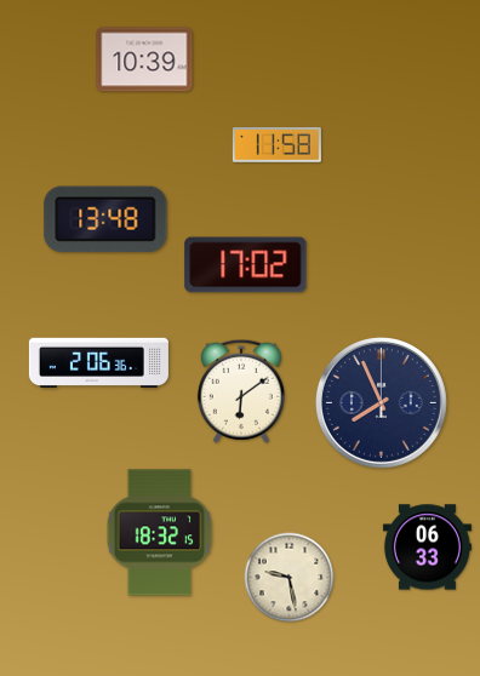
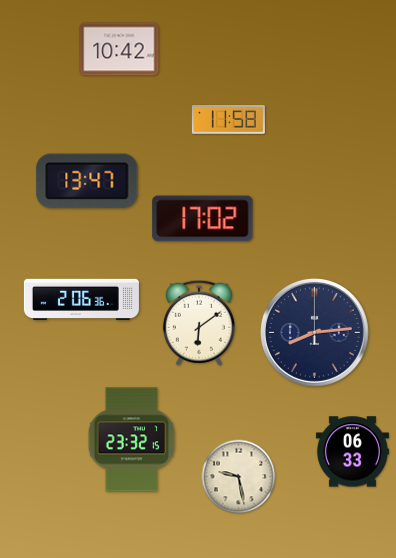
clock at (144, 59): 10:39 -> 10:42
clock at (105, 219): 13:48 -> 13:47
clock at (381, 402): 7:56 -> 8:14
clock at (160, 533): 18:32 -> 23:32
